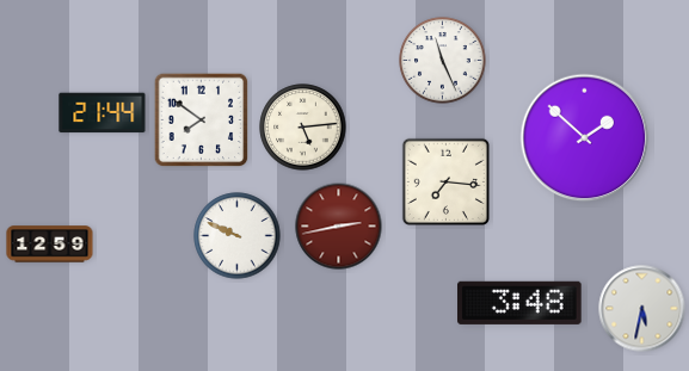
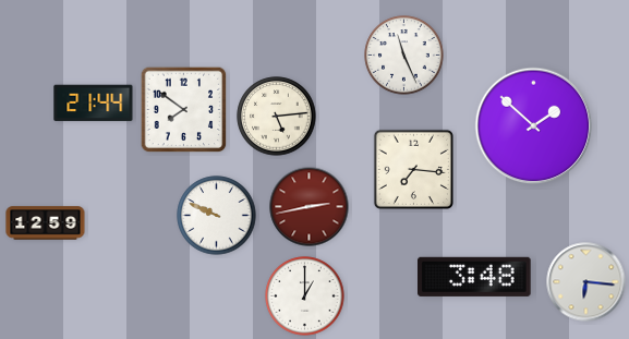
clock at (445, 181) position: (445, 181) -> (413, 169)
clock at (642, 309): 5:32 -> 6:16
clock at (305, 296): none -> 1:00
